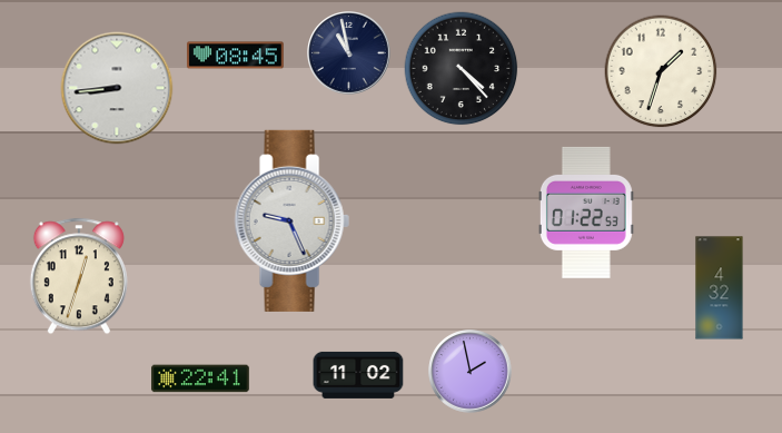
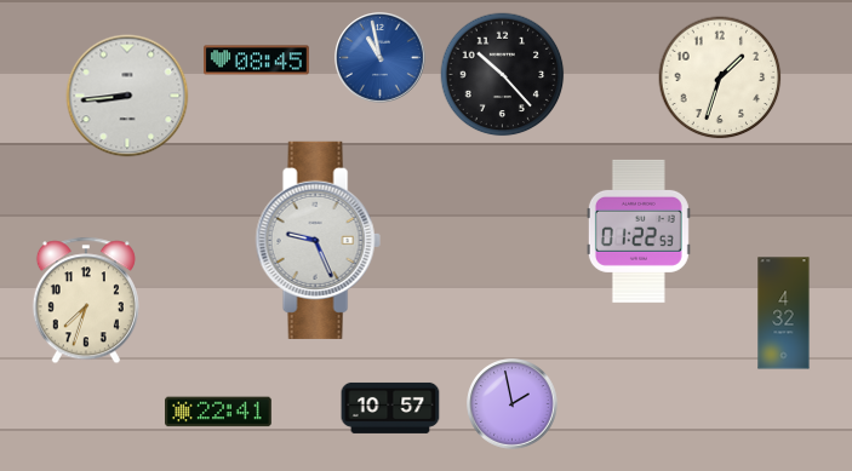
clock at (349, 53) dial: navy -> blue
clock at (462, 69): 4:23 -> 10:23
clock at (79, 276): 12:33 -> 7:33
clock at (358, 375): 11:02 -> 10:57
